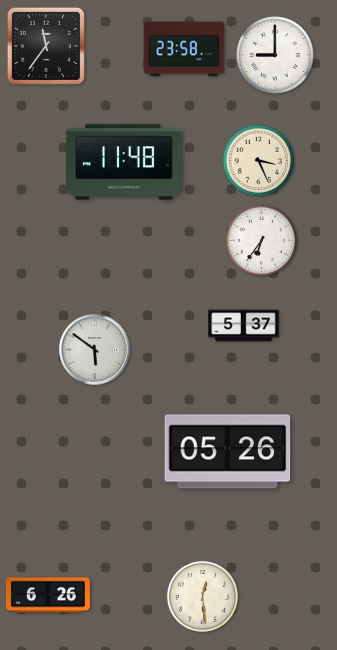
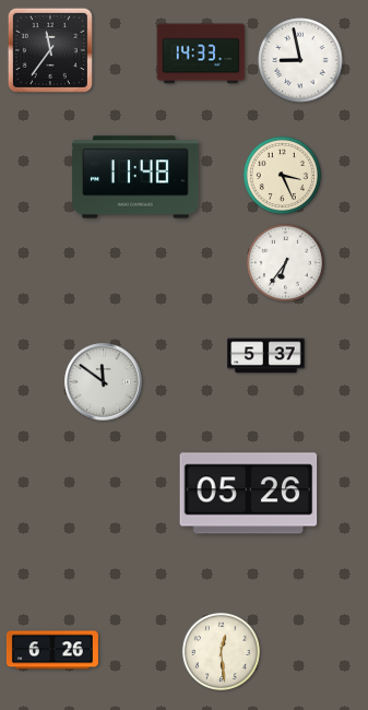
clock at (184, 49): 23:58 -> 14:33
clock at (275, 55): 9:00 -> 8:58
clock at (95, 350): 5:51 -> 11:51
